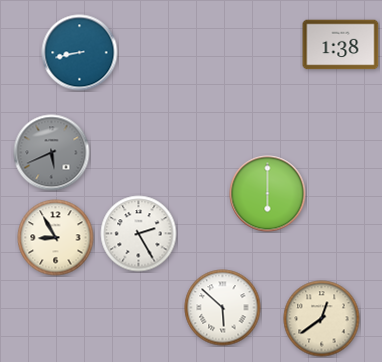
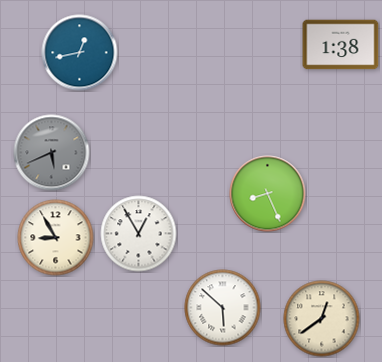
clock at (80, 53): 8:43 -> 12:43
clock at (268, 194): 6:00 -> 8:26
clock at (139, 234): 2:25 -> 12:55
